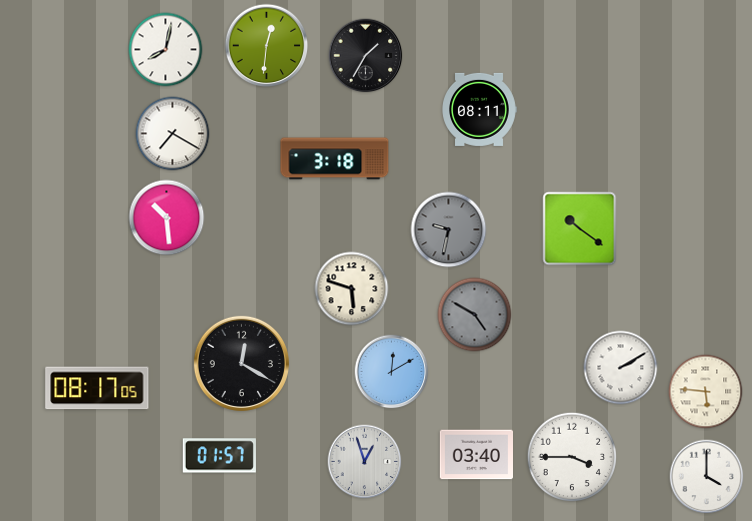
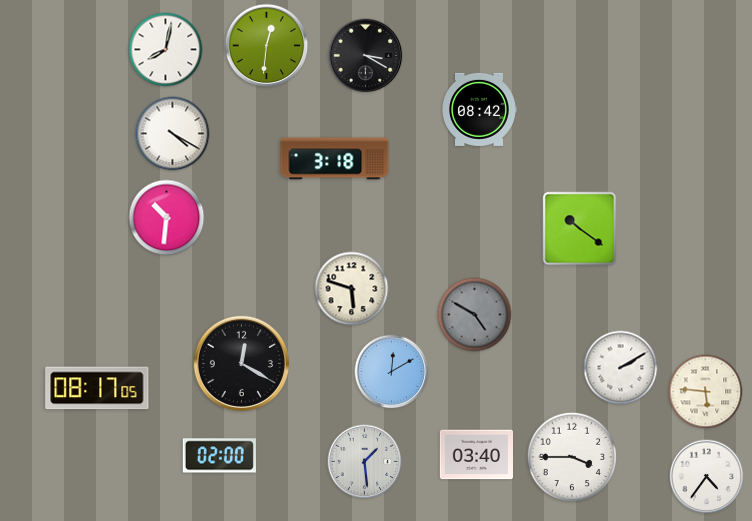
clock at (366, 56): 1:35 -> 3:20
clock at (479, 109): 08:11 -> 08:42
clock at (173, 134): 7:20 -> 4:20
clock at (167, 218): 10:29 -> 10:31
clock at (449, 230): 9:32 -> none
clock at (219, 456): 01:57 -> 02:00
clock at (365, 462): 12:57 -> 1:29
clock at (707, 477): 4:00 -> 4:36
